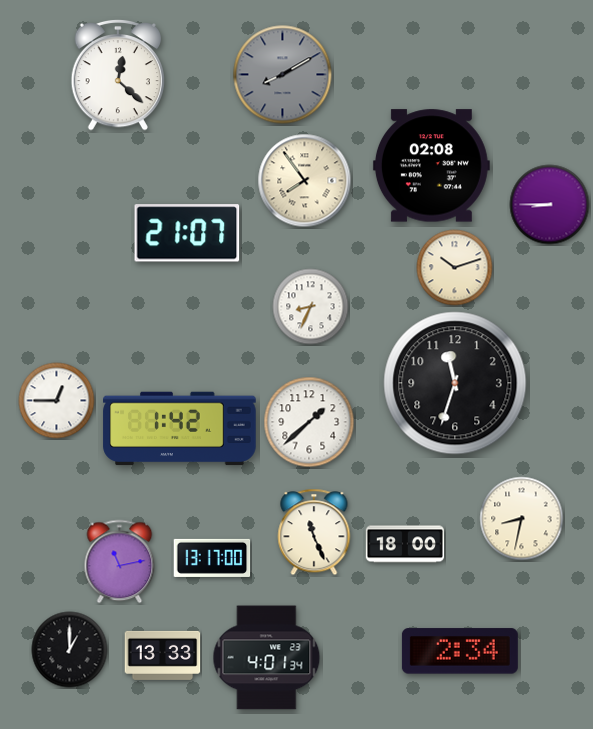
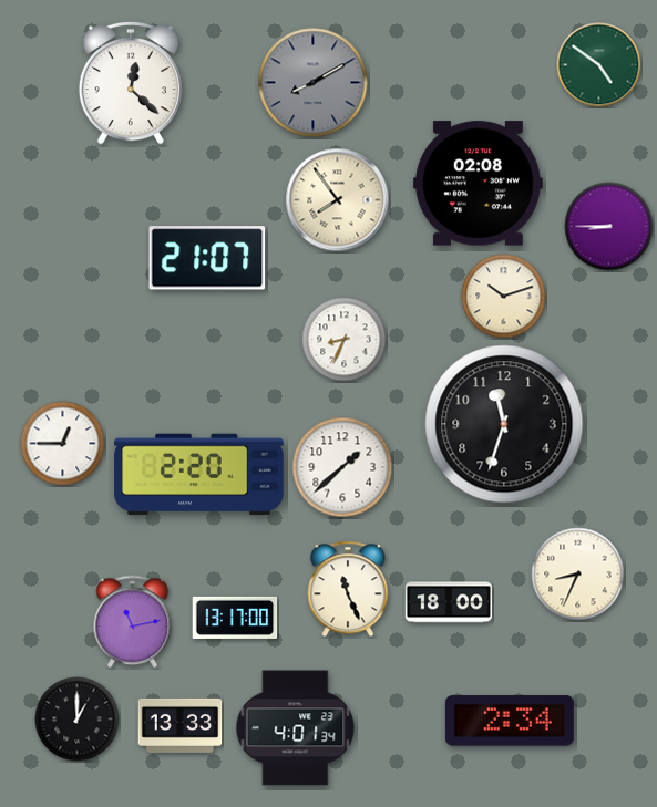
clock at (599, 65): none -> 4:51
clock at (180, 429): 1:42 -> 2:20
clock at (522, 519): 8:32 -> 8:34
